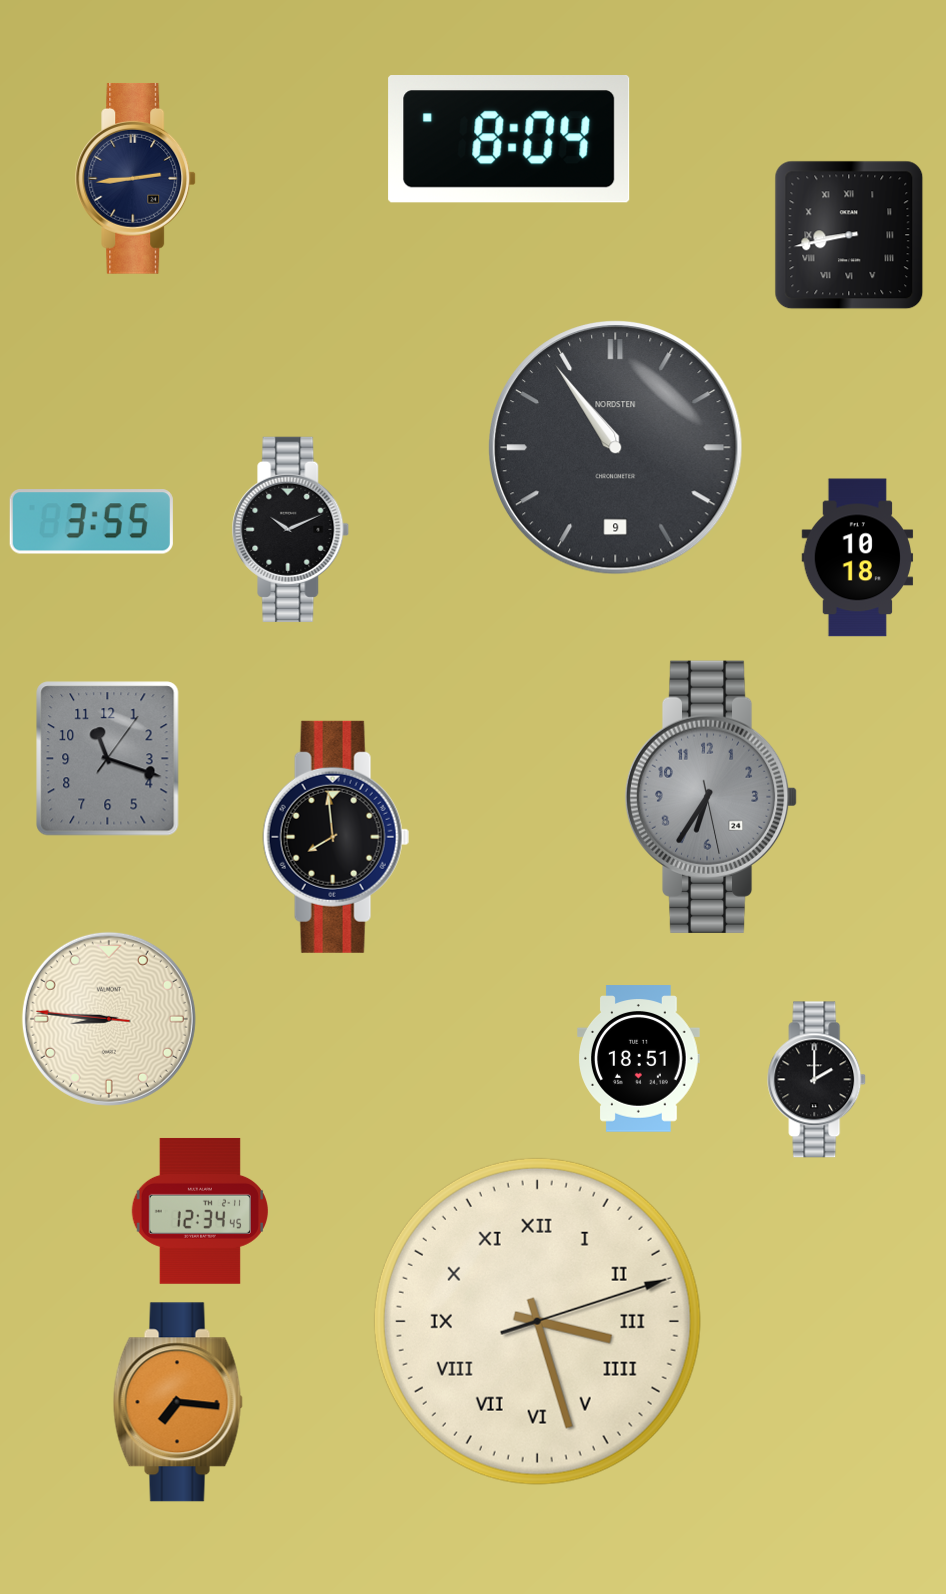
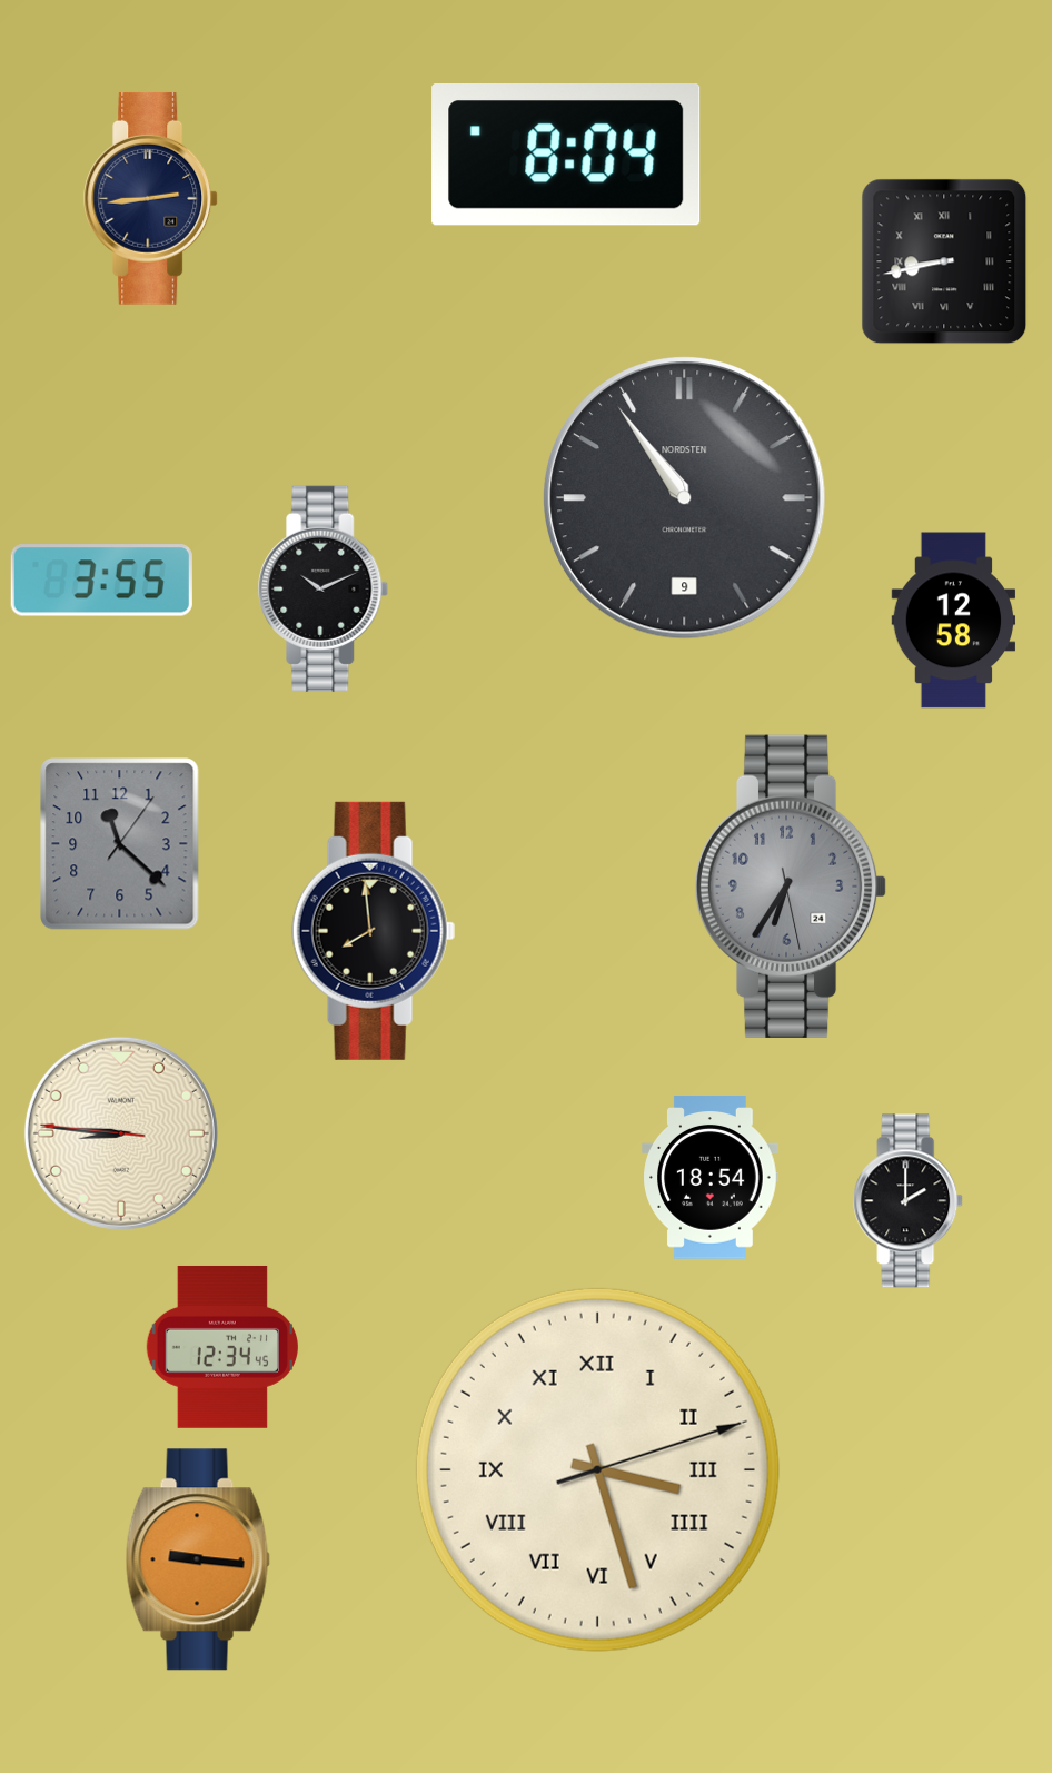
clock at (858, 558): 10:18 -> 12:58
clock at (108, 759): 11:18 -> 11:22
clock at (639, 1059): 18:51 -> 18:54
clock at (178, 1402): 7:16 -> 9:16
